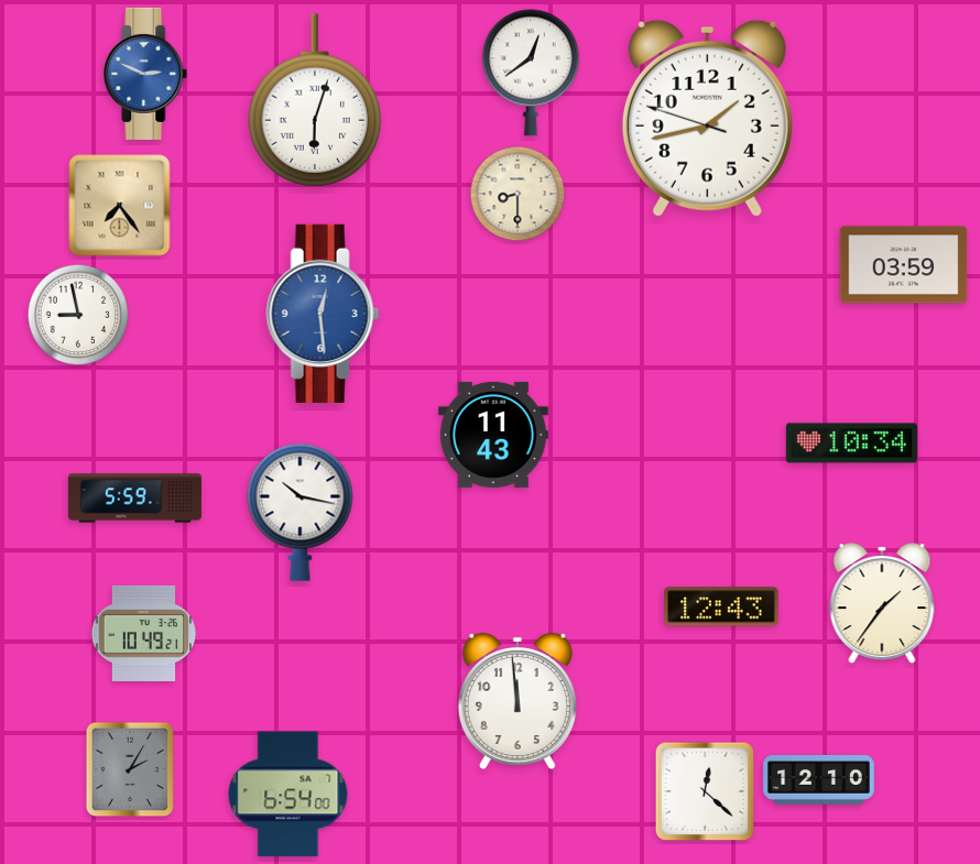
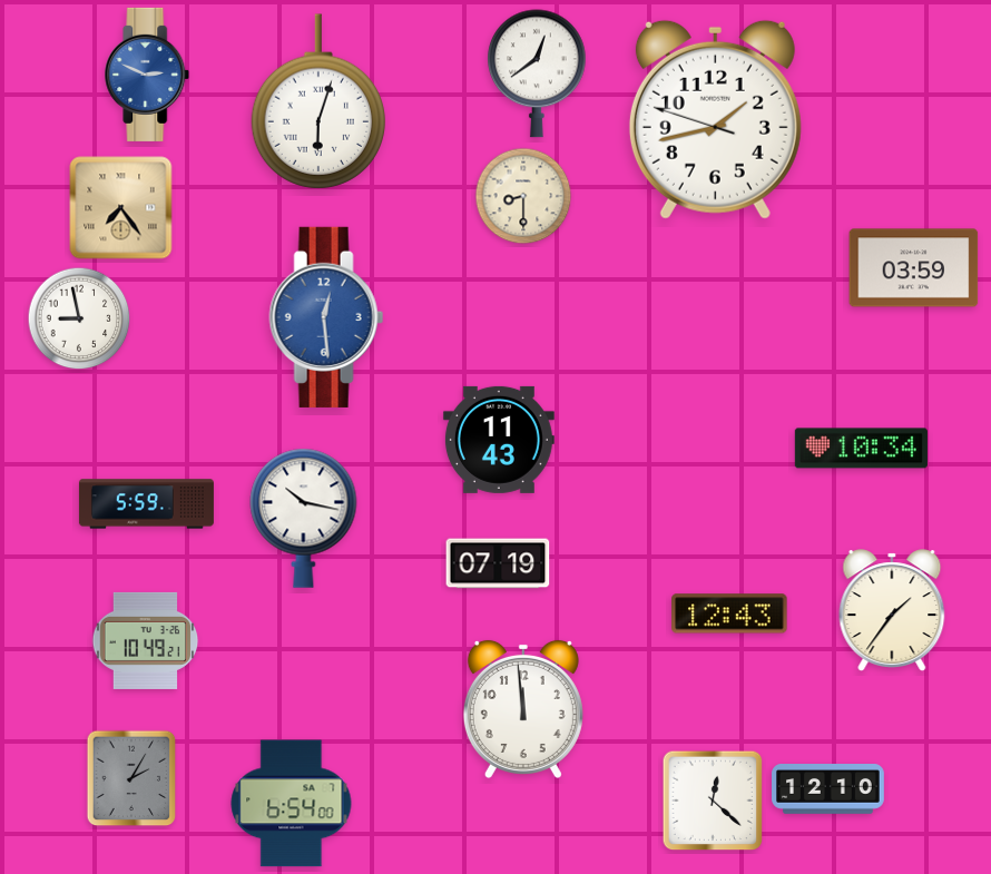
clock at (134, 499) position: (134, 499) -> (146, 504)
clock at (498, 563): none -> 07:19
